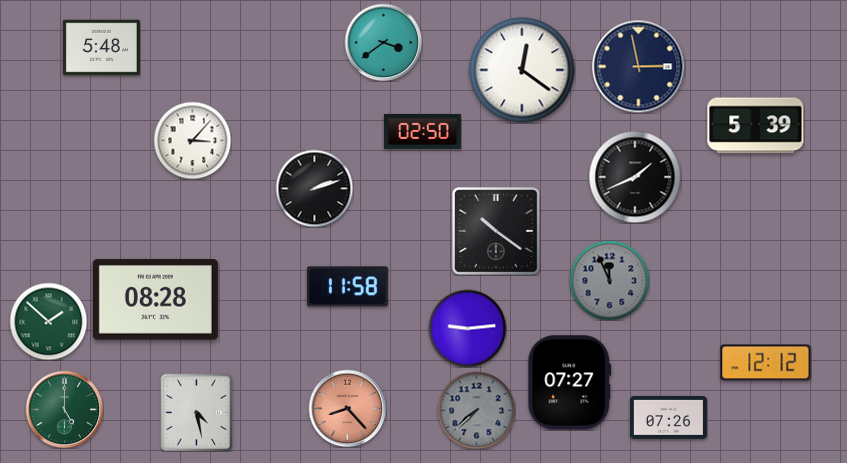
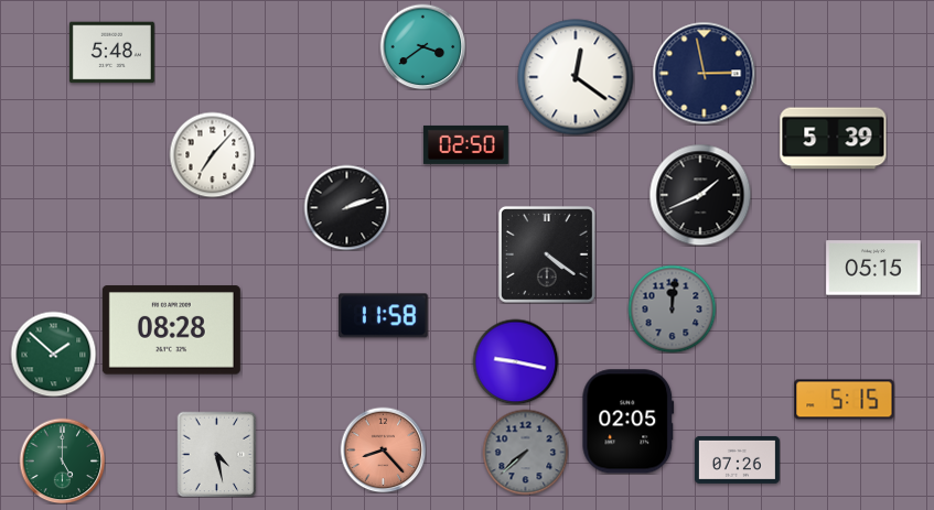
clock at (192, 140): 3:07 -> 7:07
clock at (496, 231): 10:21 -> 4:21
clock at (873, 268): none -> 05:15
clock at (609, 280): 11:56 -> 12:01
clock at (467, 328): 9:14 -> 9:17
clock at (766, 363): 12:12 -> 5:15
clock at (570, 383): 07:27 -> 02:05
clock at (64, 409) position: (64, 409) -> (62, 460)
